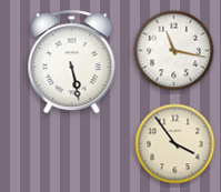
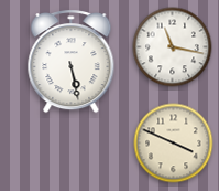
clock at (174, 51) position: (174, 51) -> (173, 47)
clock at (175, 144): 3:54 -> 3:49
